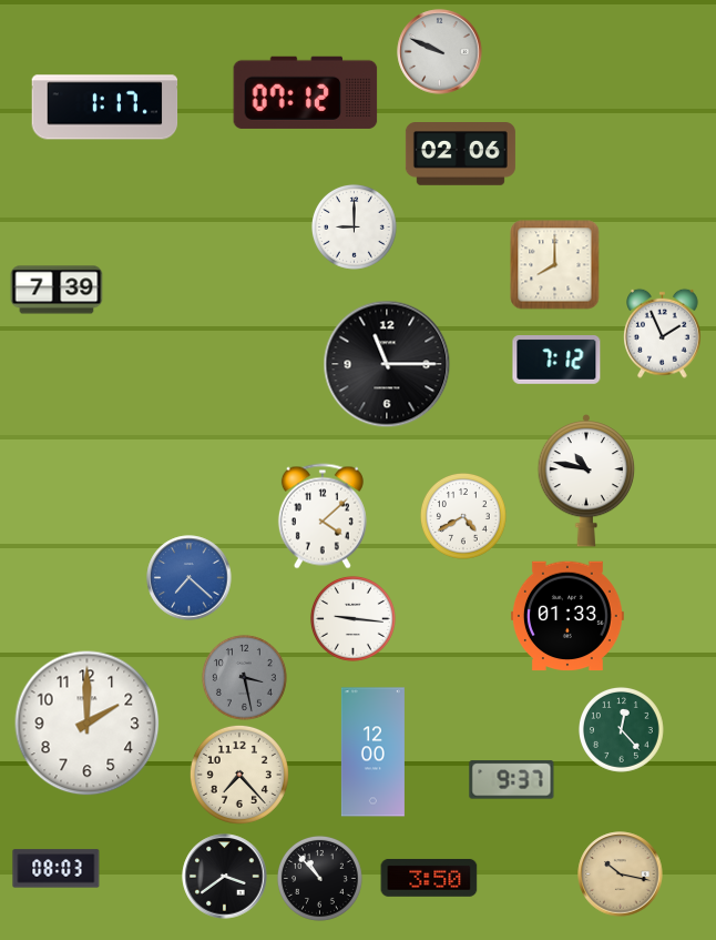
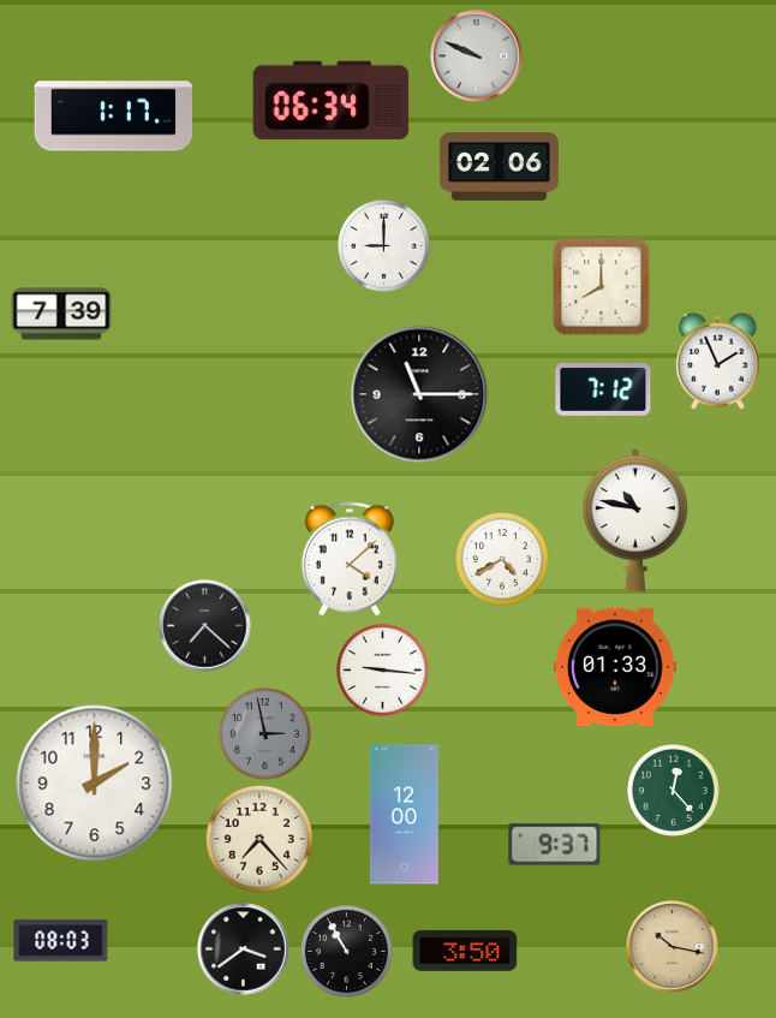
clock at (306, 92): 07:12 -> 06:34
clock at (190, 578) dial: blue -> black
clock at (244, 677): 3:28 -> 2:58
clock at (319, 878): 10:53 -> 10:55
